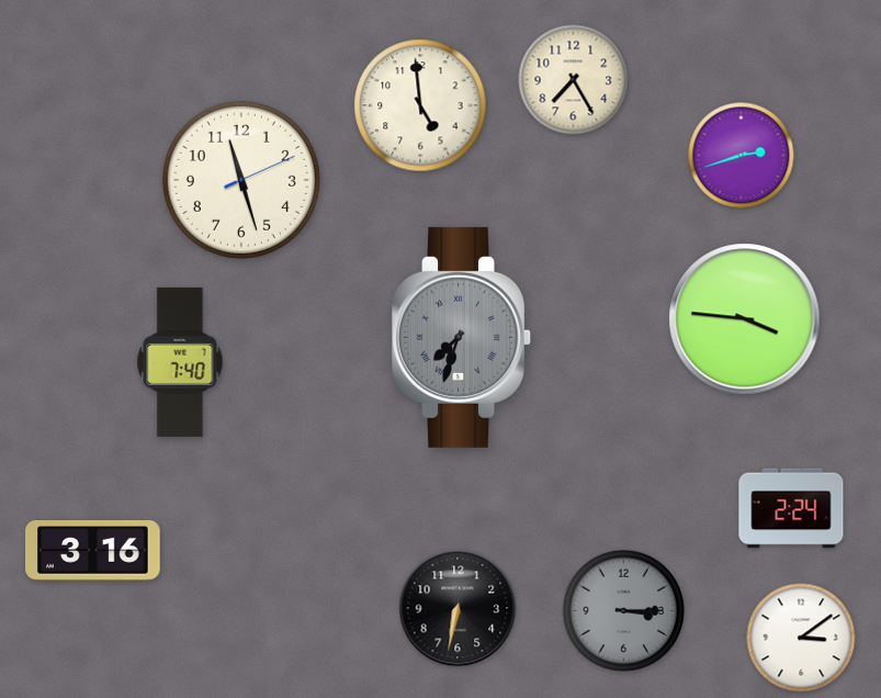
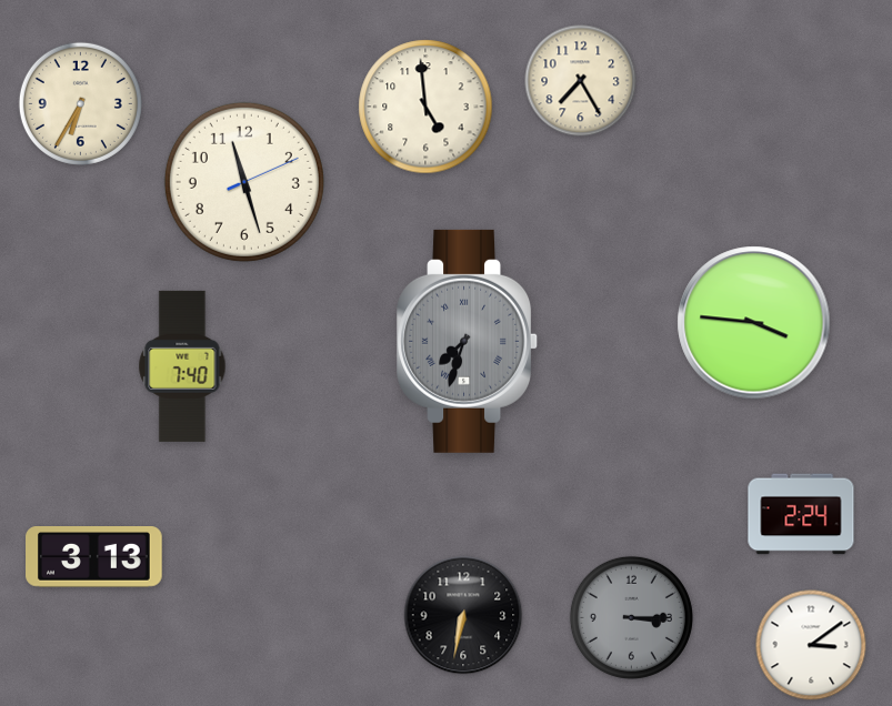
clock at (80, 103): none -> 6:35
clock at (742, 156): 2:42 -> none
clock at (93, 551): 3:16 -> 3:13
